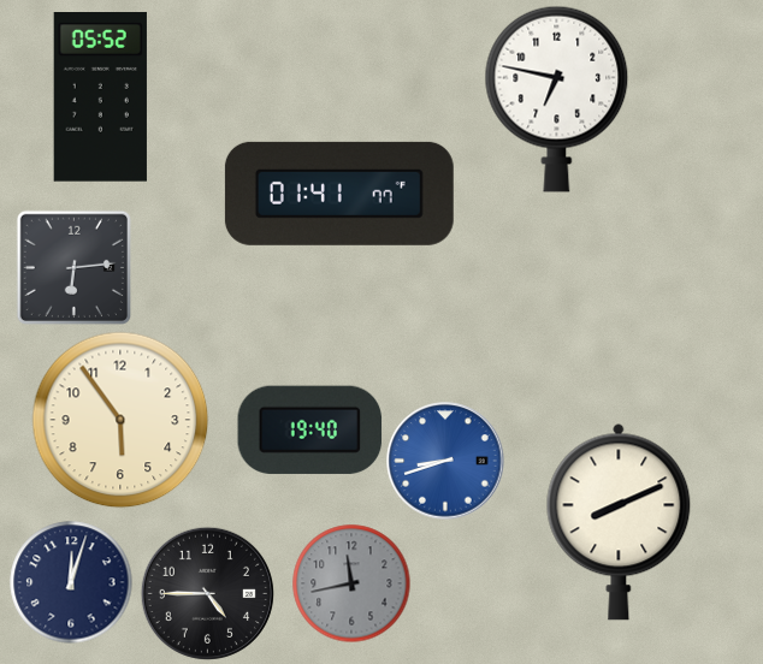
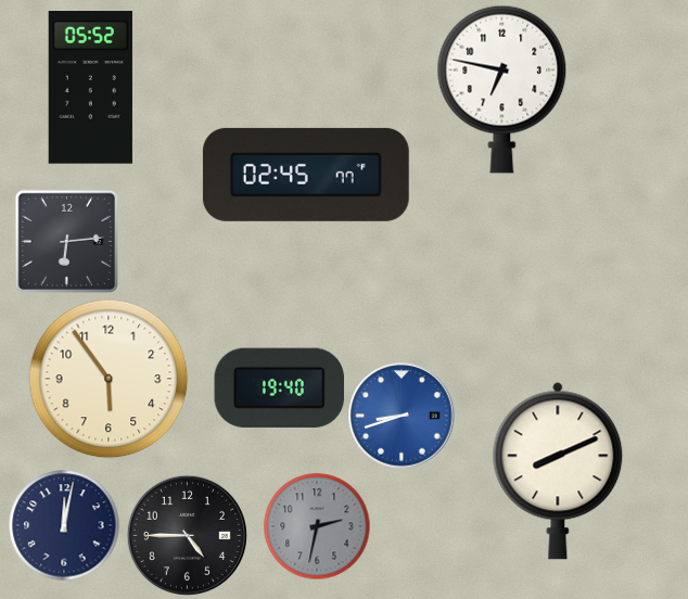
clock at (339, 194): 01:41 -> 02:45
clock at (71, 582): 12:03 -> 12:02
clock at (351, 583): 11:43 -> 2:32
